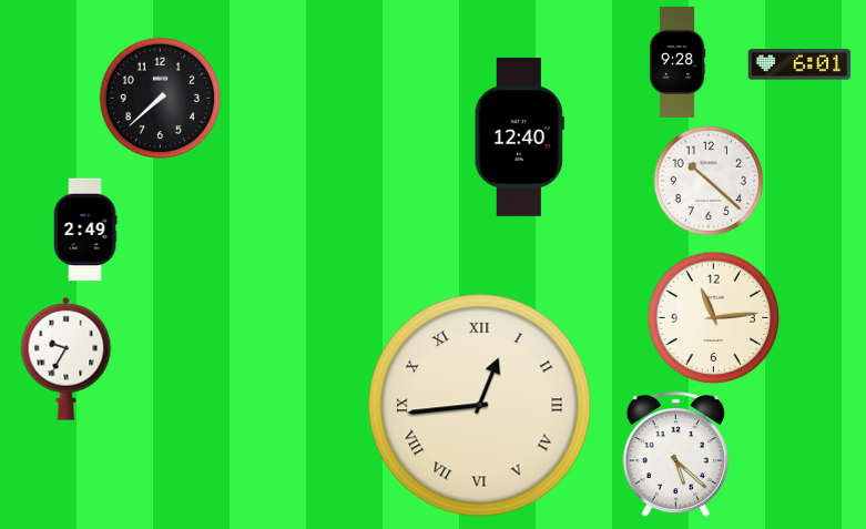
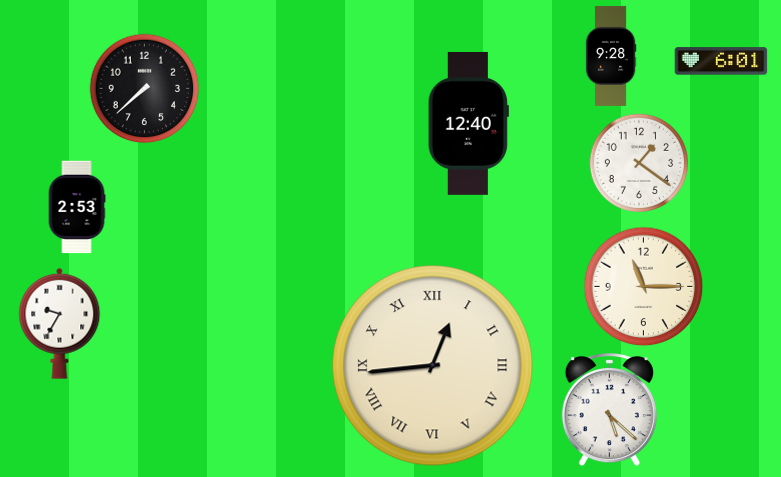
clock at (799, 64) position: (799, 64) -> (721, 61)
clock at (707, 180): 10:22 -> 1:21
clock at (85, 230): 2:49 -> 2:53
clock at (714, 318): 11:14 -> 11:15
